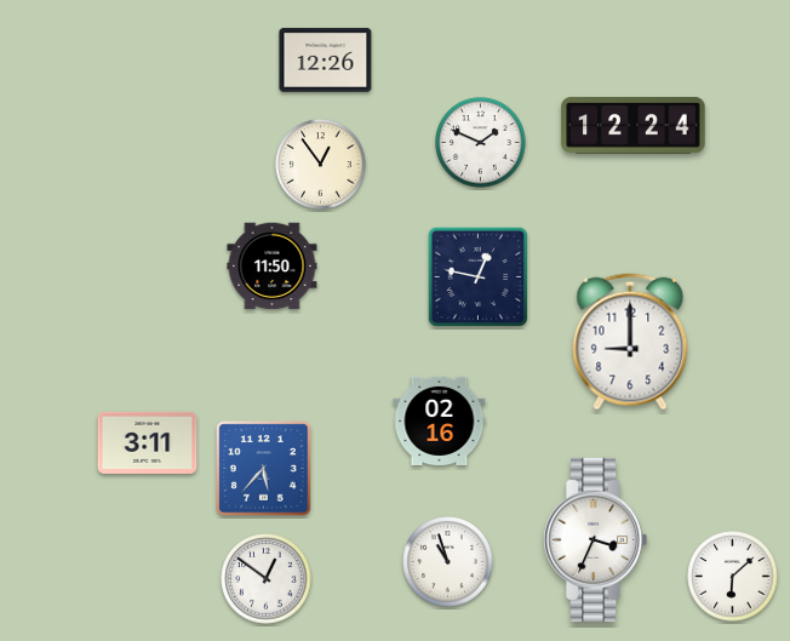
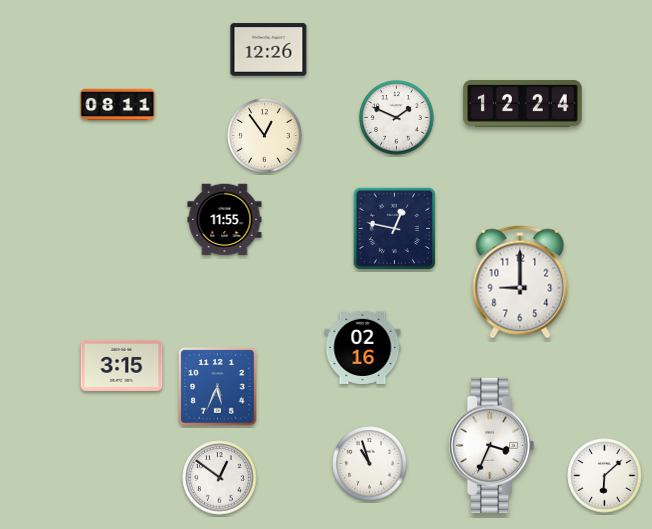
clock at (118, 105): none -> 08:11
clock at (273, 267): 11:50 -> 11:55
clock at (148, 442): 3:11 -> 3:15
clock at (264, 469): 5:37 -> 5:34
